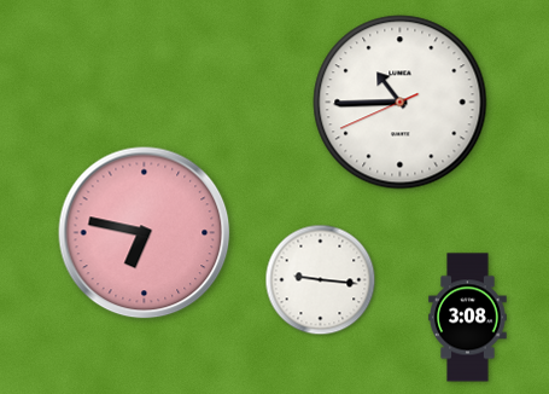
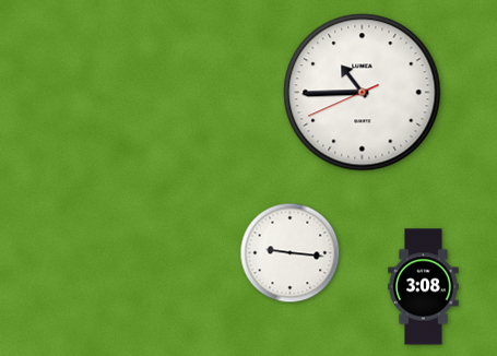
clock at (145, 233): 6:47 -> none
